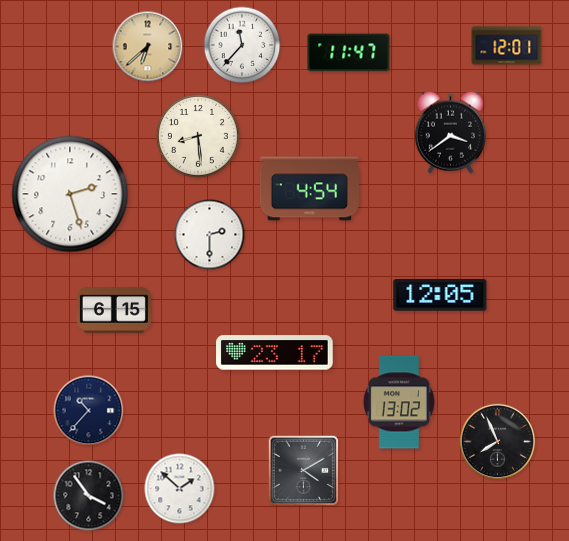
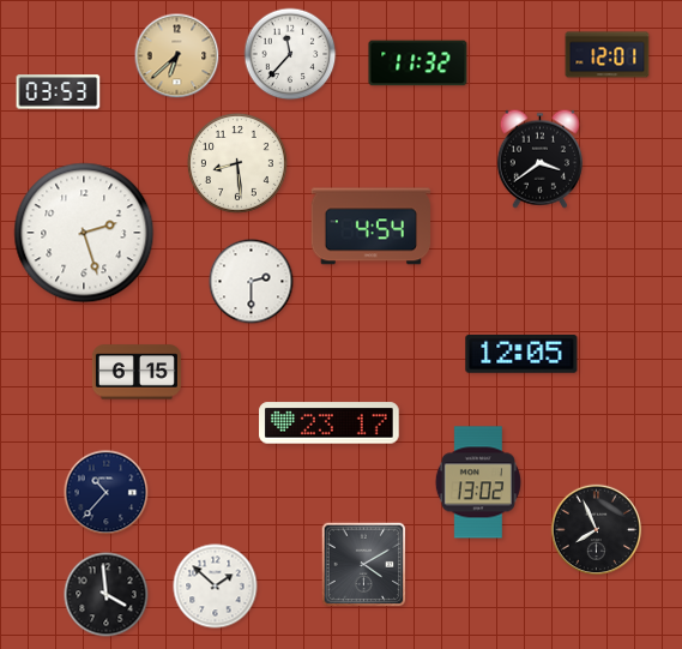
clock at (349, 53): 11:47 -> 11:32
clock at (59, 92): none -> 03:53
clock at (440, 295) position: (440, 295) -> (521, 354)
clock at (89, 496): 3:54 -> 3:59
